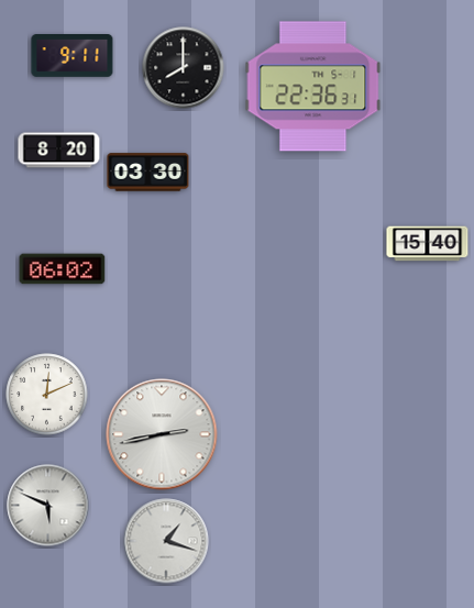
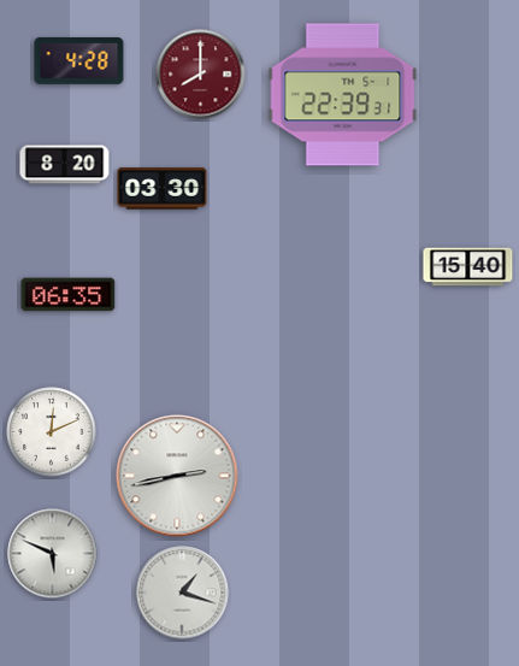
clock at (73, 56): 9:11 -> 4:28
clock at (184, 68) dial: black -> burgundy
clock at (313, 87): 22:36 -> 22:39
clock at (63, 269): 06:02 -> 06:35
